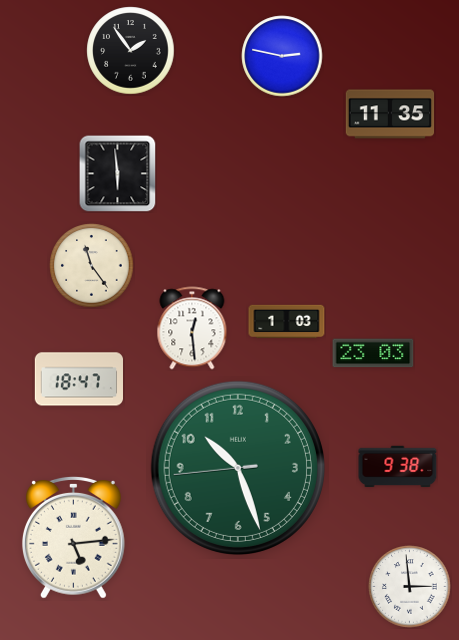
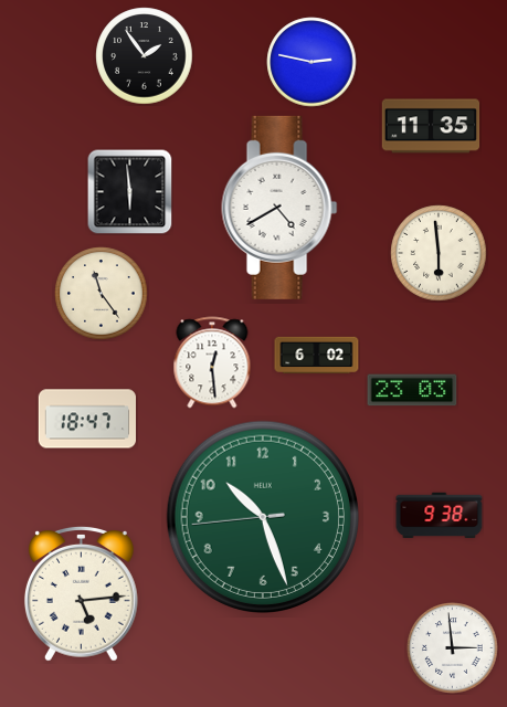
clock at (279, 208): none -> 4:40
clock at (439, 253): none -> 5:59
clock at (287, 322): 1:03 -> 6:02
